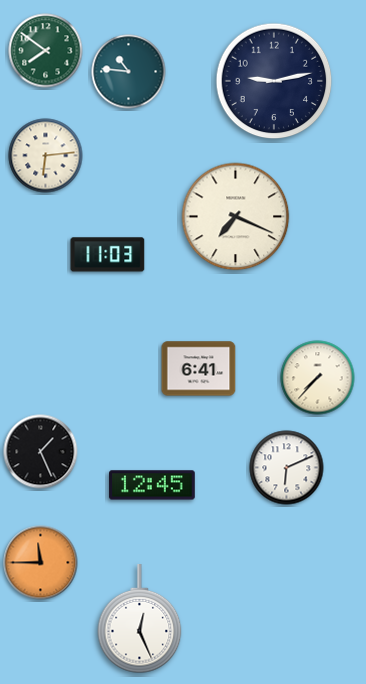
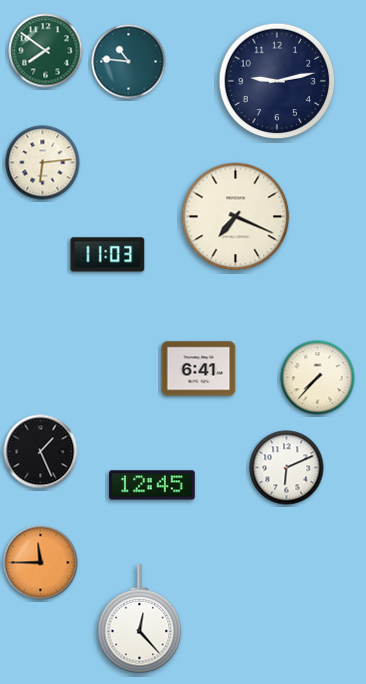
clock at (129, 72) position: (129, 72) -> (129, 62)
clock at (274, 81) position: (274, 81) -> (277, 81)
clock at (46, 156) position: (46, 156) -> (43, 163)
clock at (140, 620): 12:26 -> 12:23
